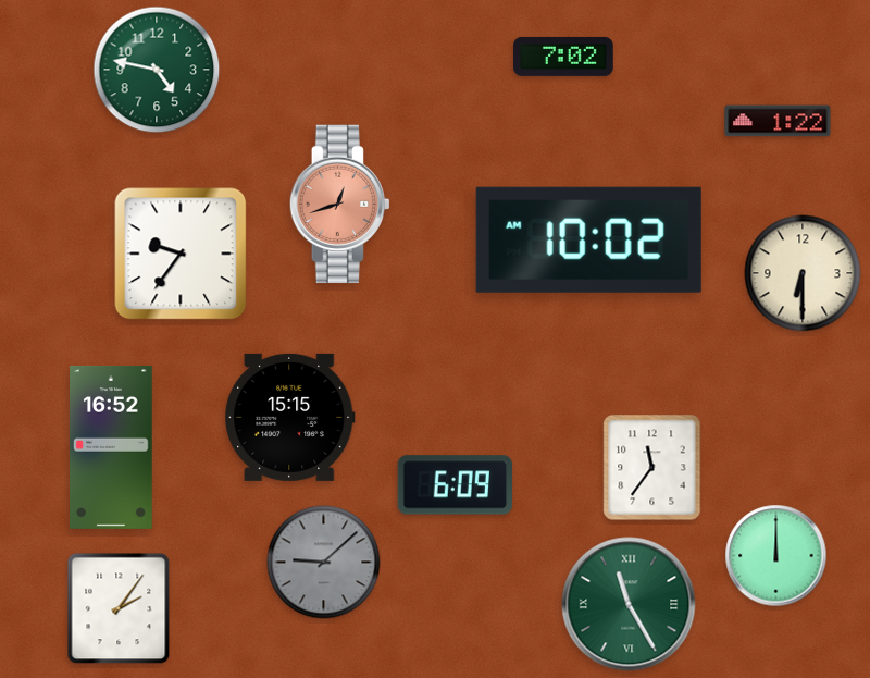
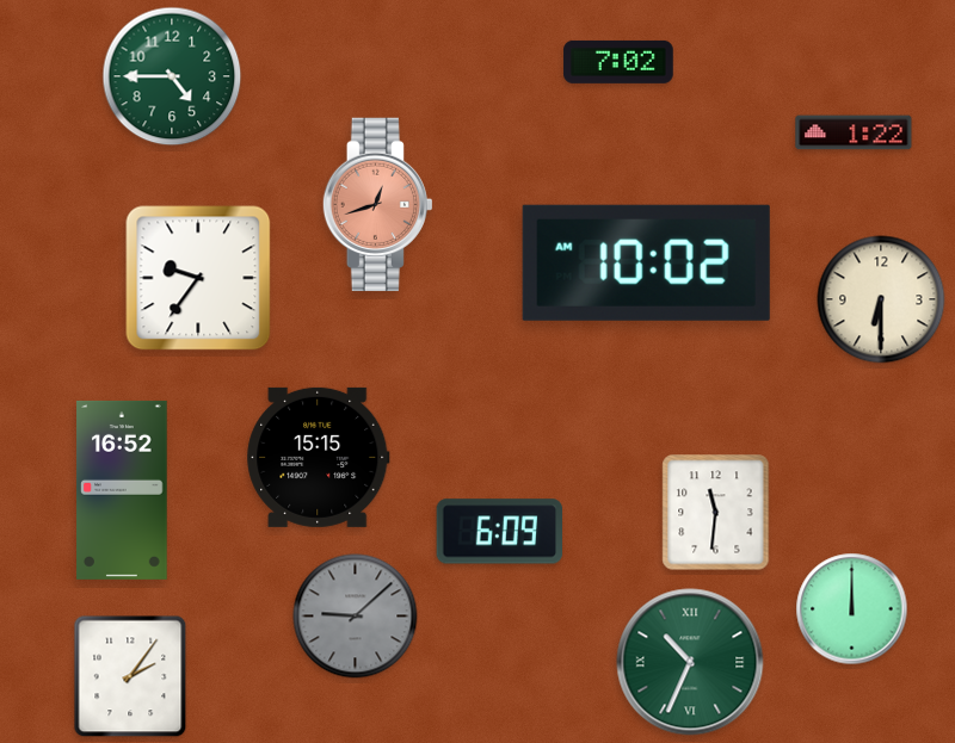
clock at (157, 70): 4:47 -> 4:45
clock at (339, 205) position: (339, 205) -> (377, 205)
clock at (652, 468): 11:36 -> 11:31
clock at (629, 604): 11:25 -> 10:34
clock at (119, 608) position: (119, 608) -> (130, 676)
